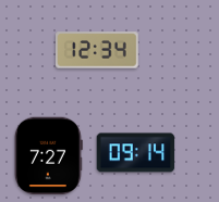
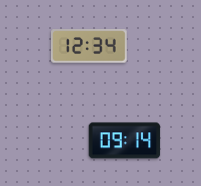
clock at (48, 156): 7:27 -> none
